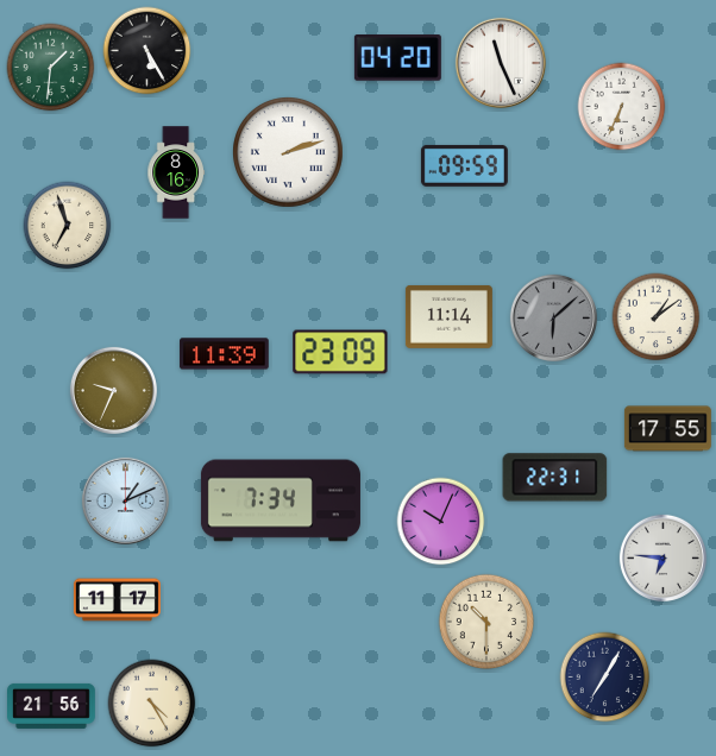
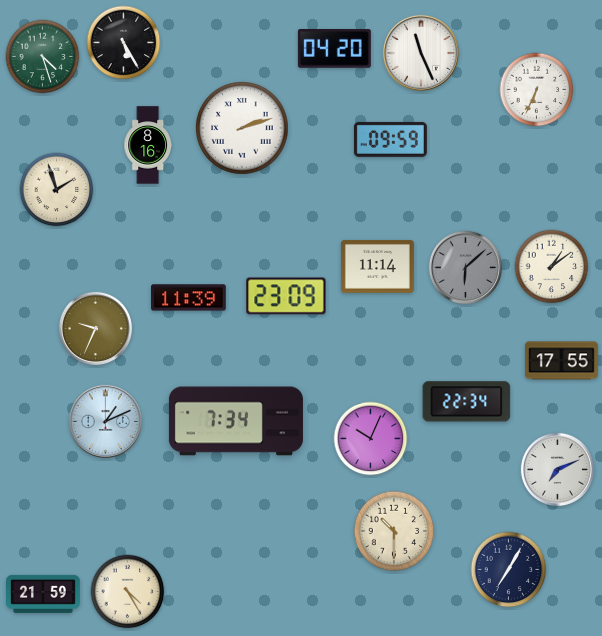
clock at (51, 68): 1:31 -> 4:27
clock at (622, 107) position: (622, 107) -> (537, 90)
clock at (68, 226): 6:57 -> 1:57
clock at (555, 478): 22:31 -> 22:34
clock at (662, 557): 6:46 -> 7:11
clock at (117, 600): 11:17 -> none
clock at (486, 622) position: (486, 622) -> (394, 531)
clock at (52, 706): 21:56 -> 21:59
